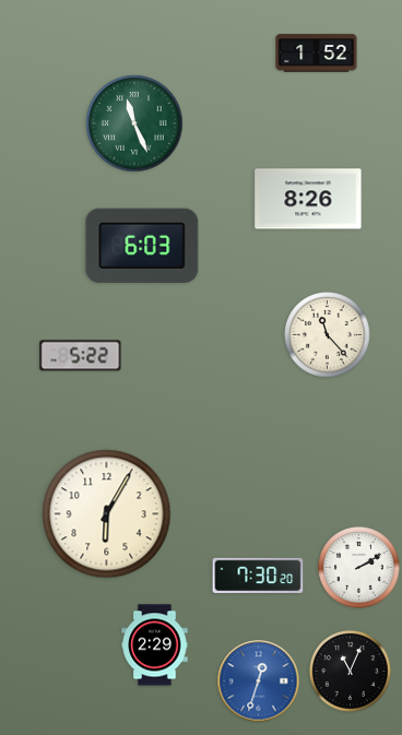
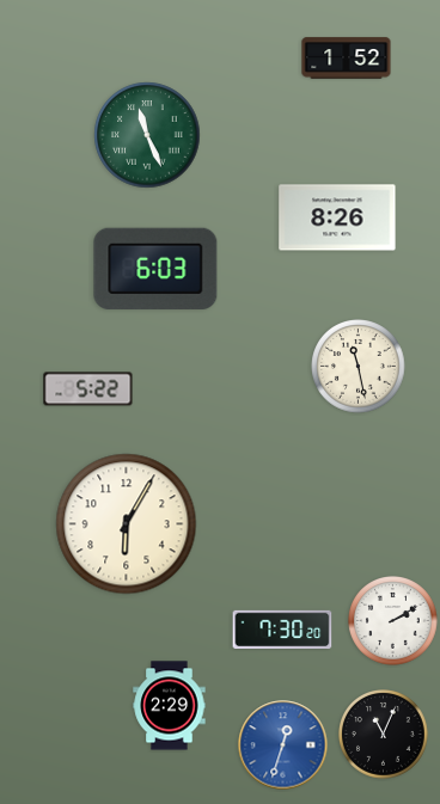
clock at (328, 335): 11:23 -> 11:28
clock at (107, 514) position: (107, 514) -> (127, 524)
